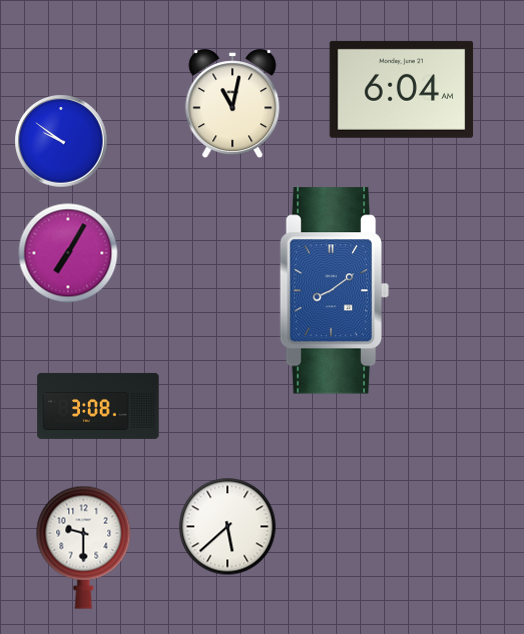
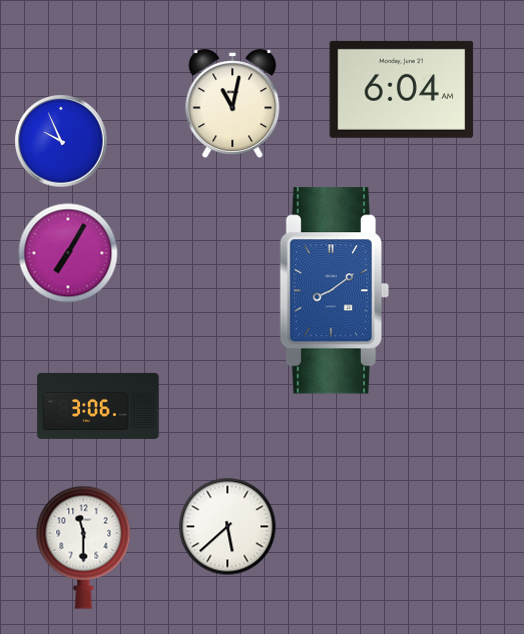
clock at (61, 141): 9:51 -> 9:56
clock at (98, 406): 3:08 -> 3:06
clock at (84, 547): 9:30 -> 11:30
